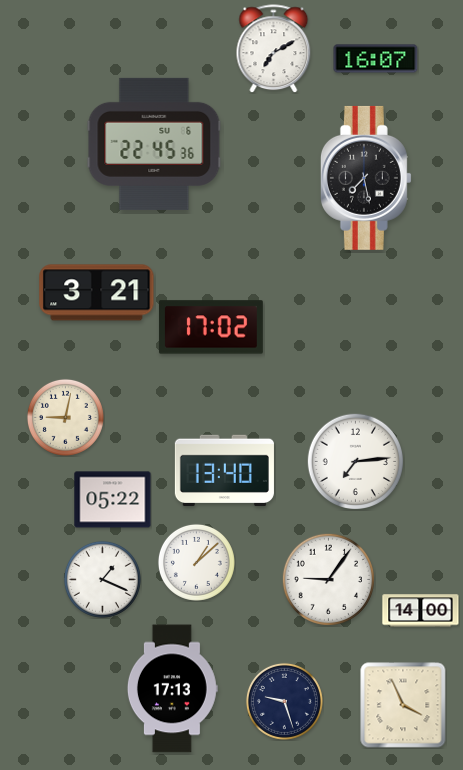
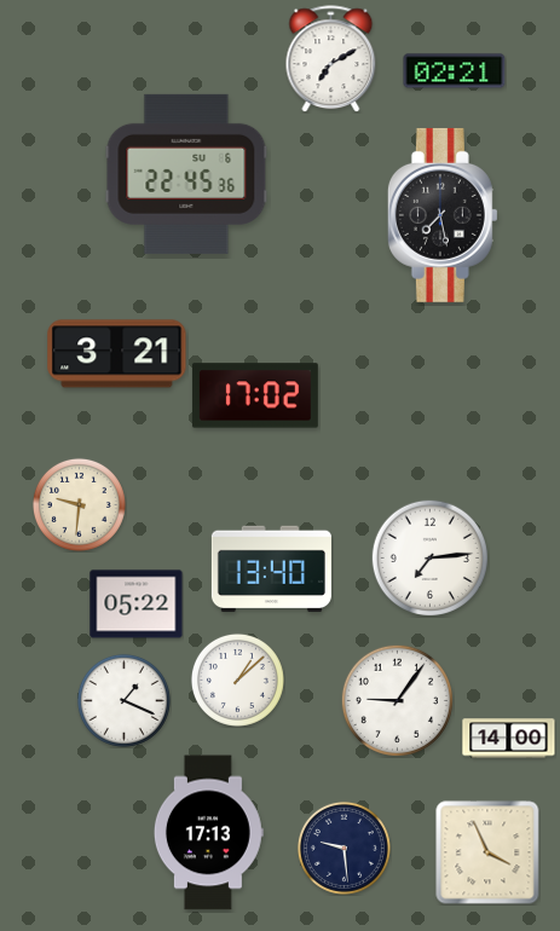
clock at (376, 59): 16:07 -> 02:21
clock at (65, 417): 9:02 -> 9:31
clock at (284, 701): 9:27 -> 9:29
